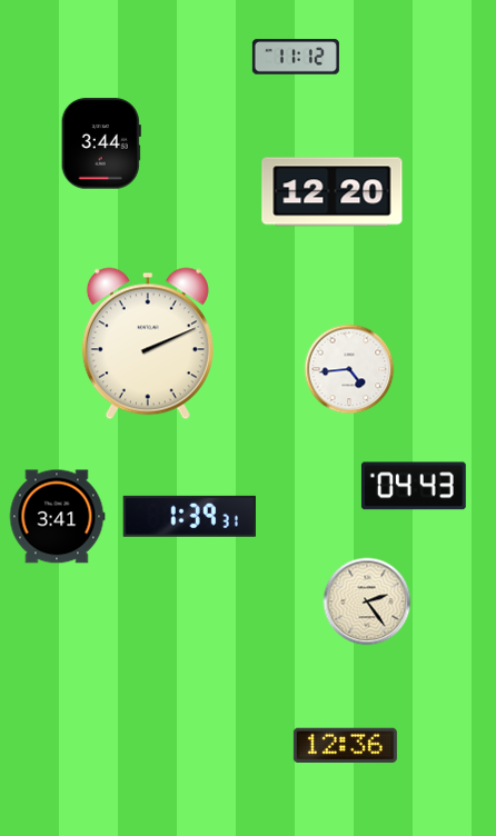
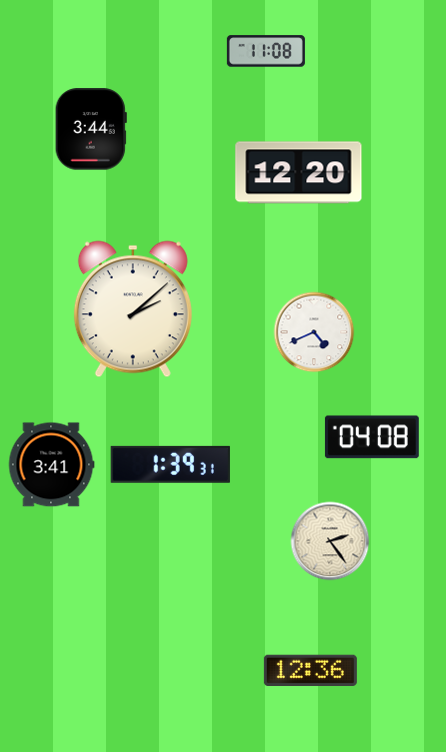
clock at (296, 57): 11:12 -> 11:08
clock at (148, 344): 2:11 -> 2:08
clock at (349, 369): 4:44 -> 4:41
clock at (414, 486): 04:43 -> 04:08
